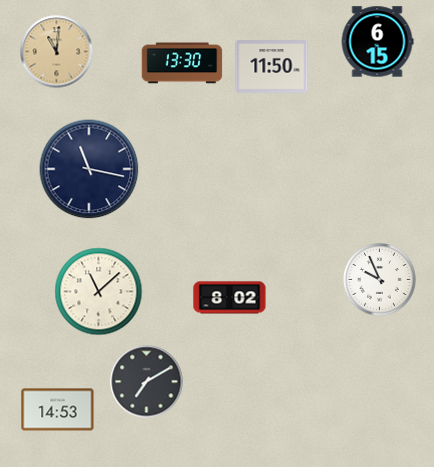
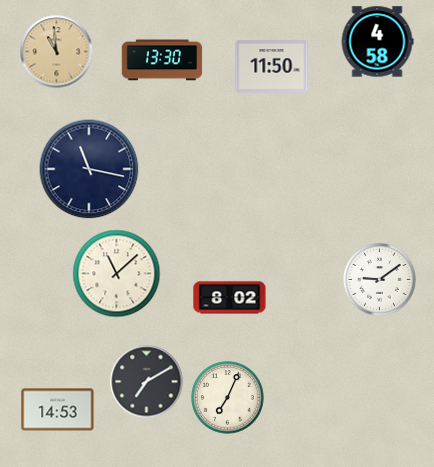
clock at (377, 42): 6:15 -> 4:58
clock at (57, 52): 11:01 -> 10:59
clock at (182, 63) position: (182, 63) -> (162, 60)
clock at (380, 280): 9:56 -> 9:09
clock at (99, 292) position: (99, 292) -> (117, 274)
clock at (228, 398): none -> 7:04
